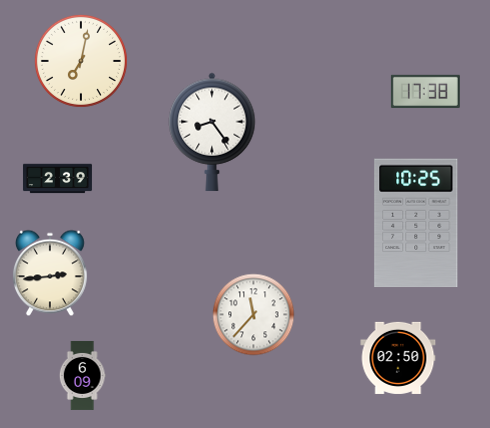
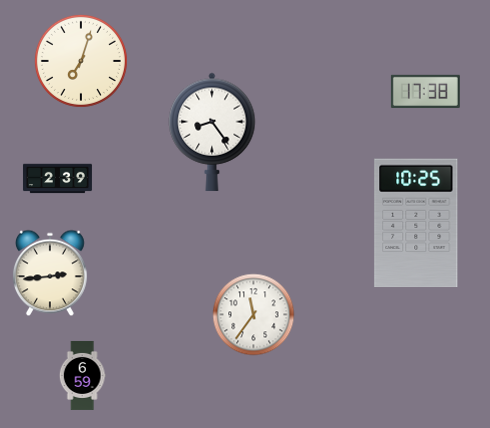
clock at (81, 61): 7:02 -> 7:03
clock at (254, 315): 11:37 -> 11:36
clock at (398, 358): 02:50 -> none
clock at (82, 375): 6:09 -> 6:59
